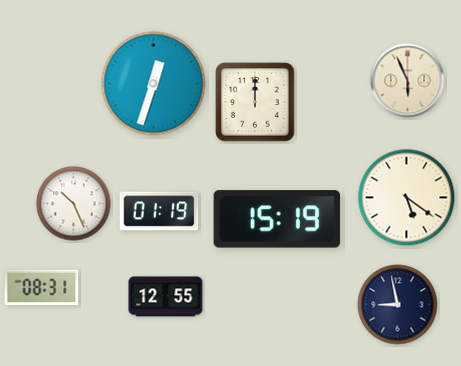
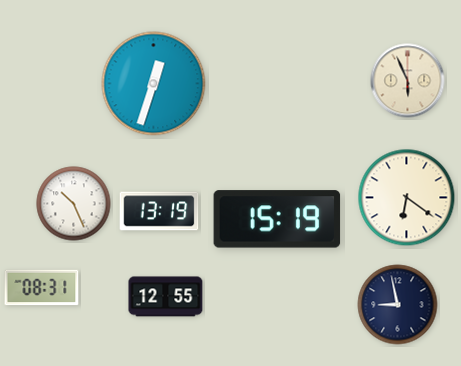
clock at (255, 102): 12:00 -> none
clock at (407, 198): 5:21 -> 6:21
clock at (159, 211): 01:19 -> 13:19
